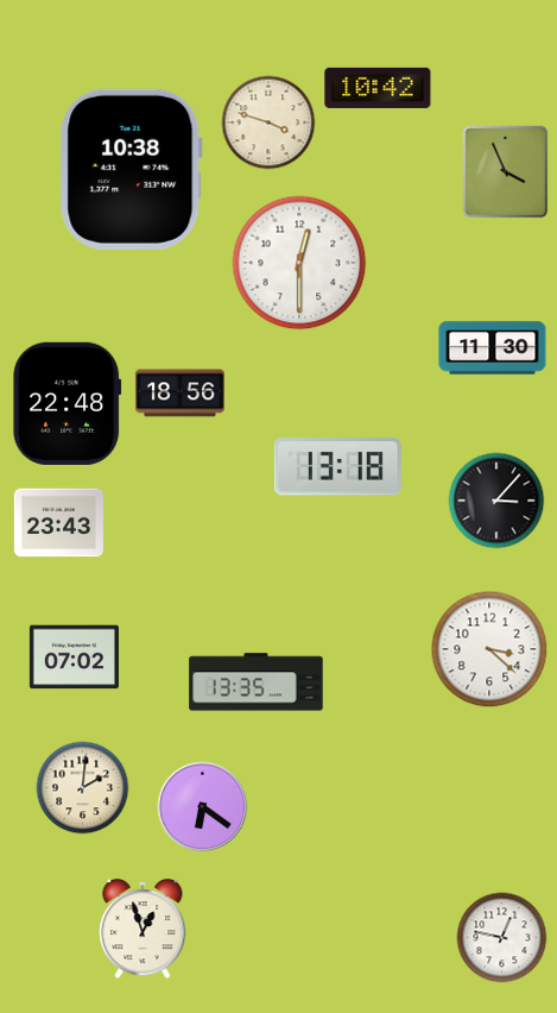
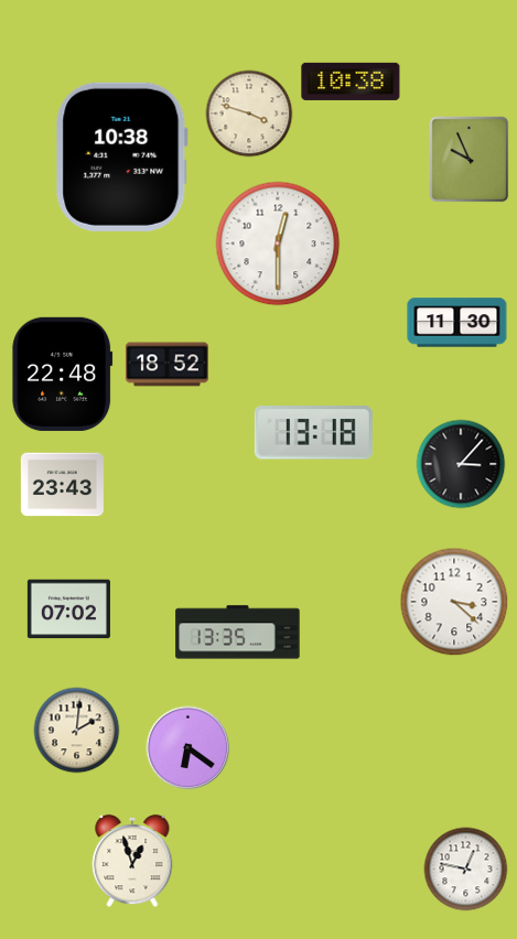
clock at (378, 88): 10:42 -> 10:38
clock at (506, 172): 3:56 -> 9:56
clock at (179, 394): 18:56 -> 18:52
clock at (58, 523) position: (58, 523) -> (62, 485)
